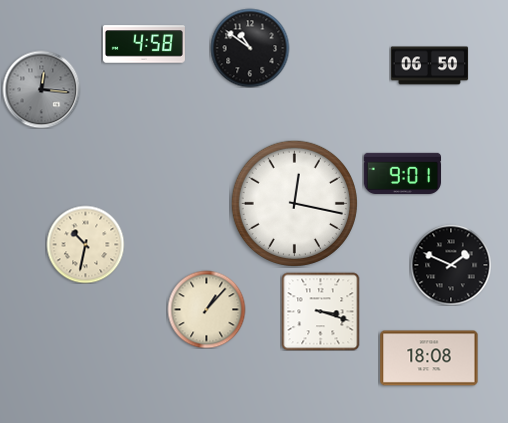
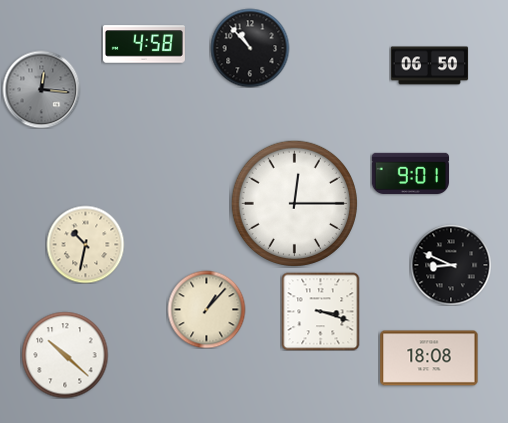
clock at (250, 48): 10:51 -> 10:53
clock at (402, 173) position: (402, 173) -> (410, 173)
clock at (294, 203): 12:17 -> 12:15
clock at (451, 265): 1:49 -> 8:49
clock at (65, 355): none -> 10:22
